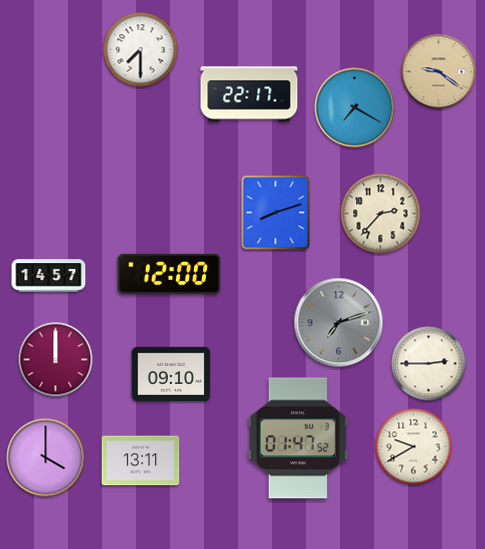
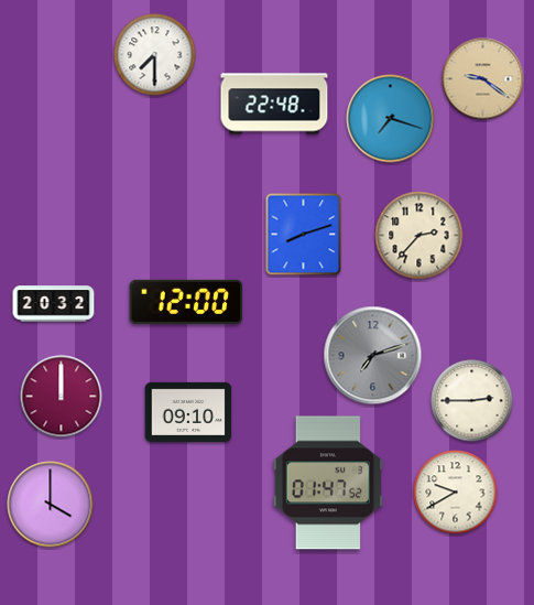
clock at (249, 94): 22:17 -> 22:48
clock at (355, 108): 7:20 -> 7:18
clock at (49, 276): 14:57 -> 20:32
clock at (141, 461): 13:11 -> none
